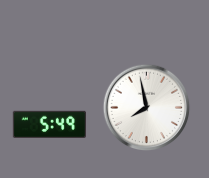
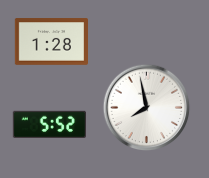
clock at (51, 42): none -> 1:28
clock at (49, 124): 5:49 -> 5:52
